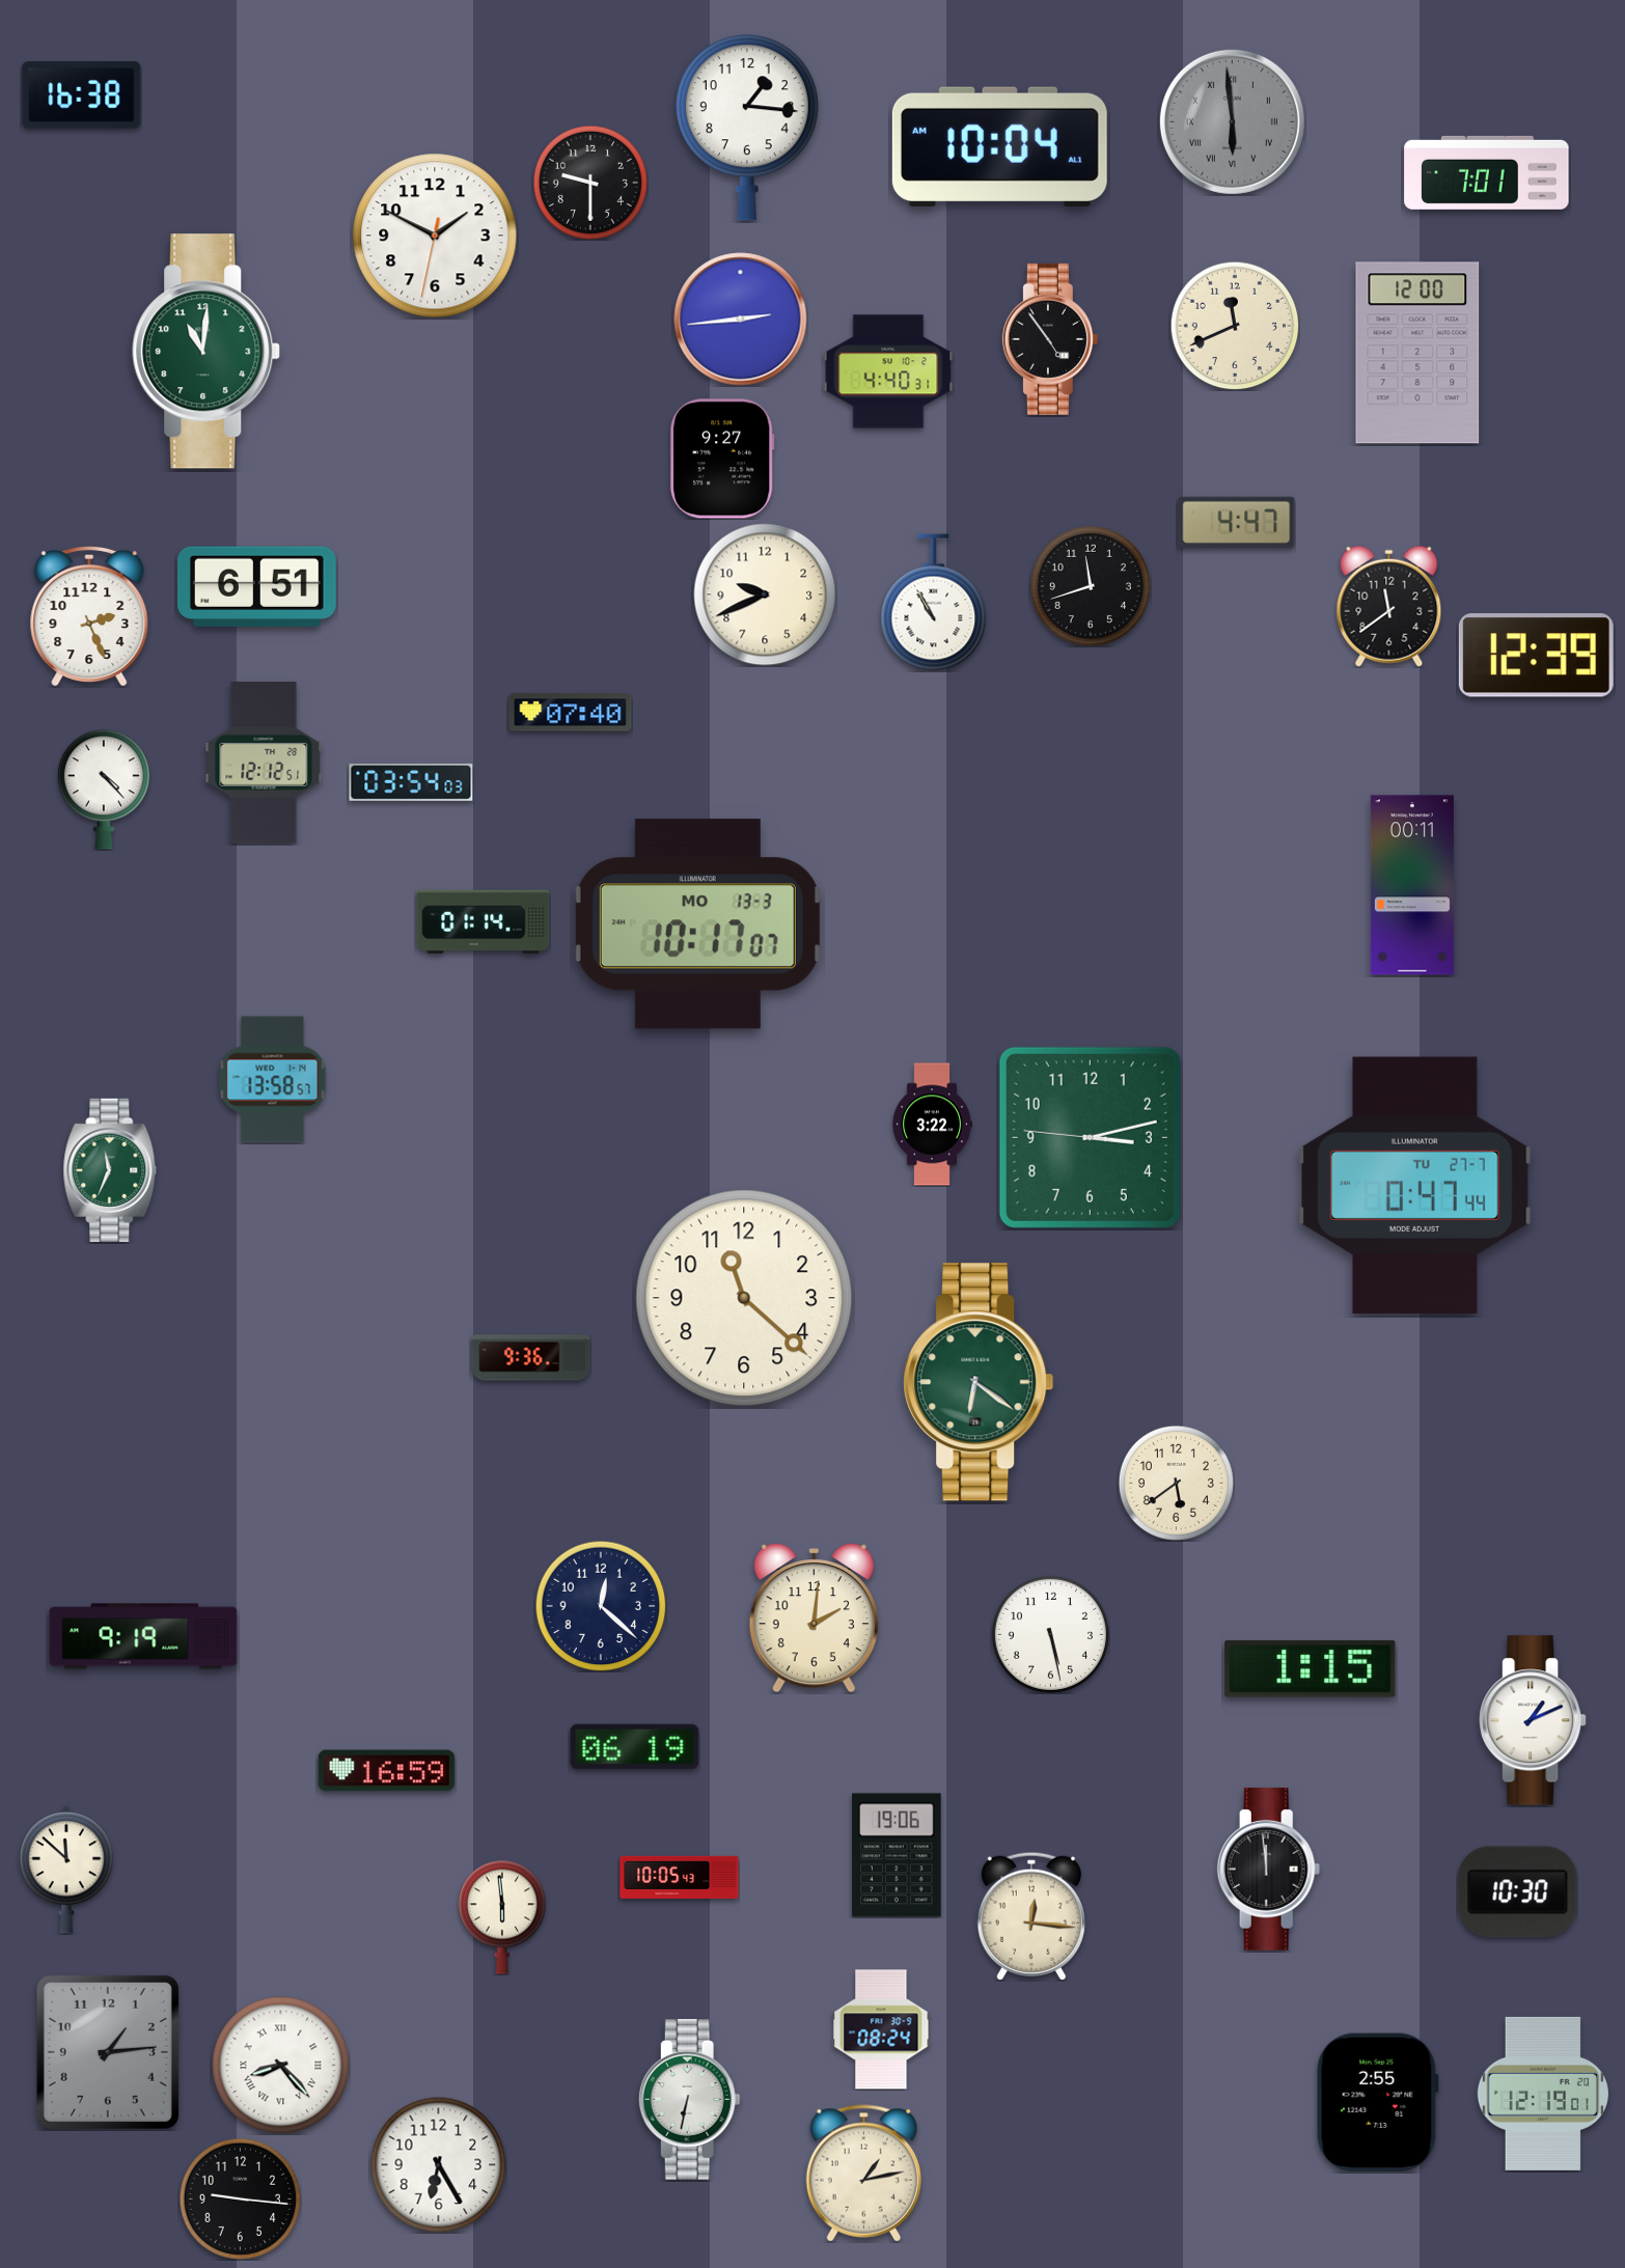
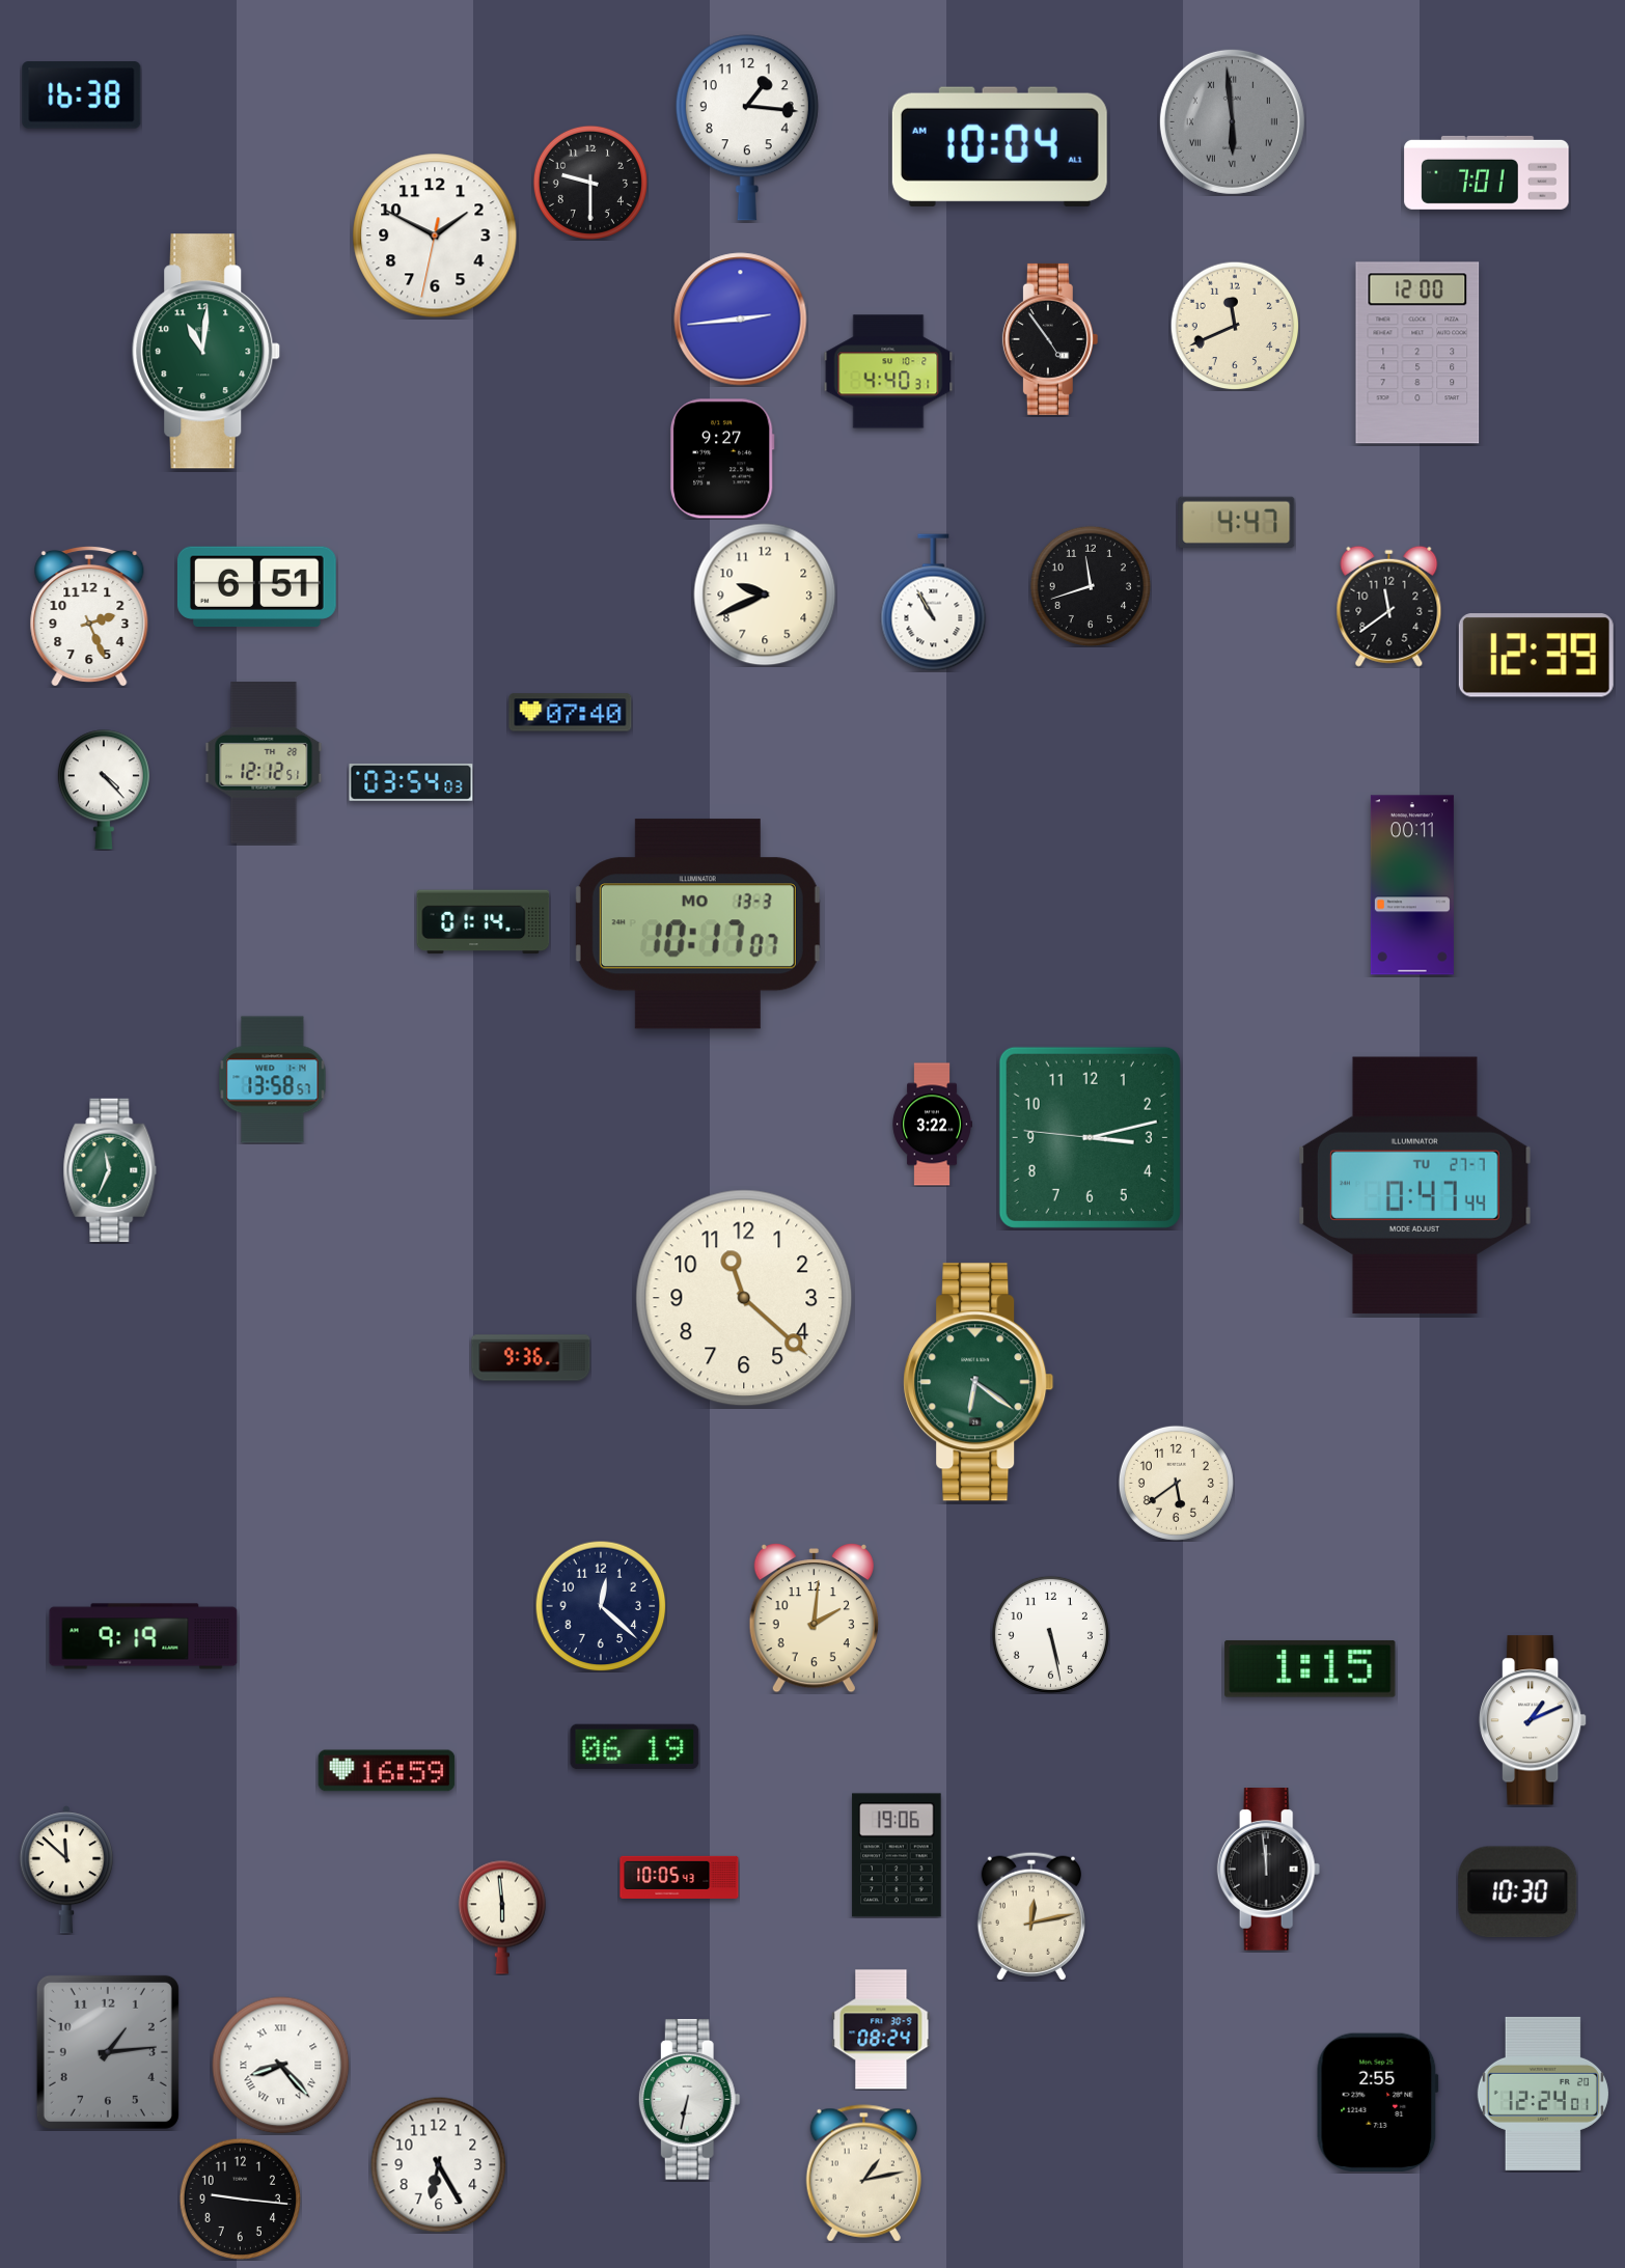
clock at (1031, 1916): 12:16 -> 12:13
clock at (1543, 2094): 12:19 -> 12:24
